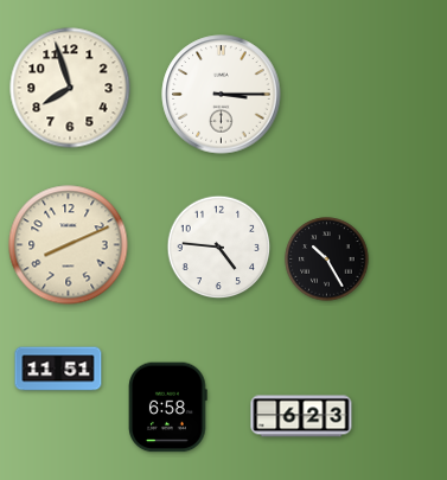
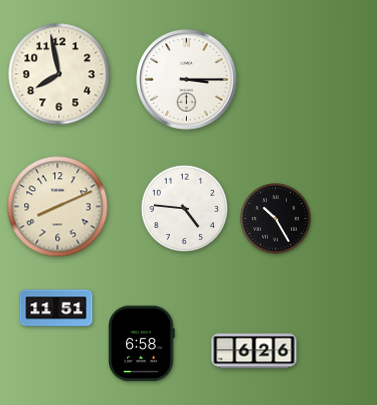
clock at (70, 88): 7:57 -> 7:58
clock at (58, 369) position: (58, 369) -> (56, 308)
clock at (301, 416): 6:23 -> 6:26
